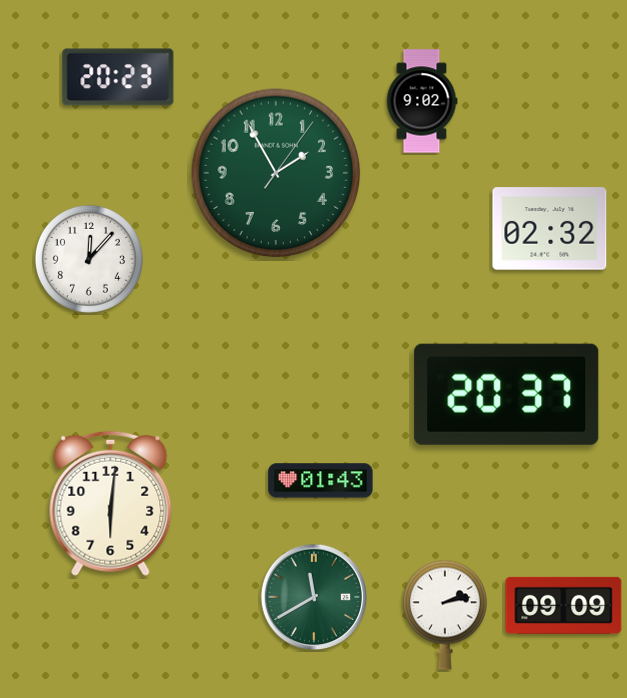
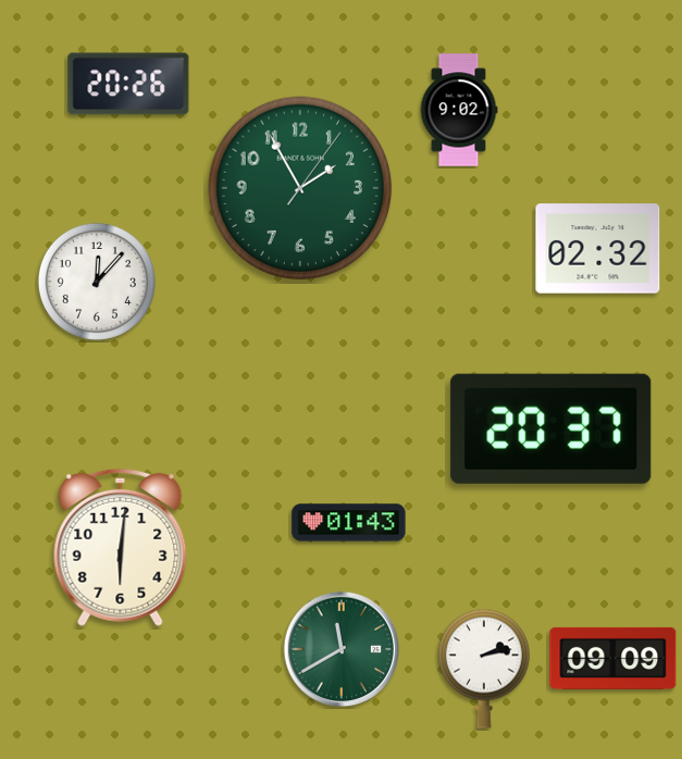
clock at (118, 77): 20:23 -> 20:26
